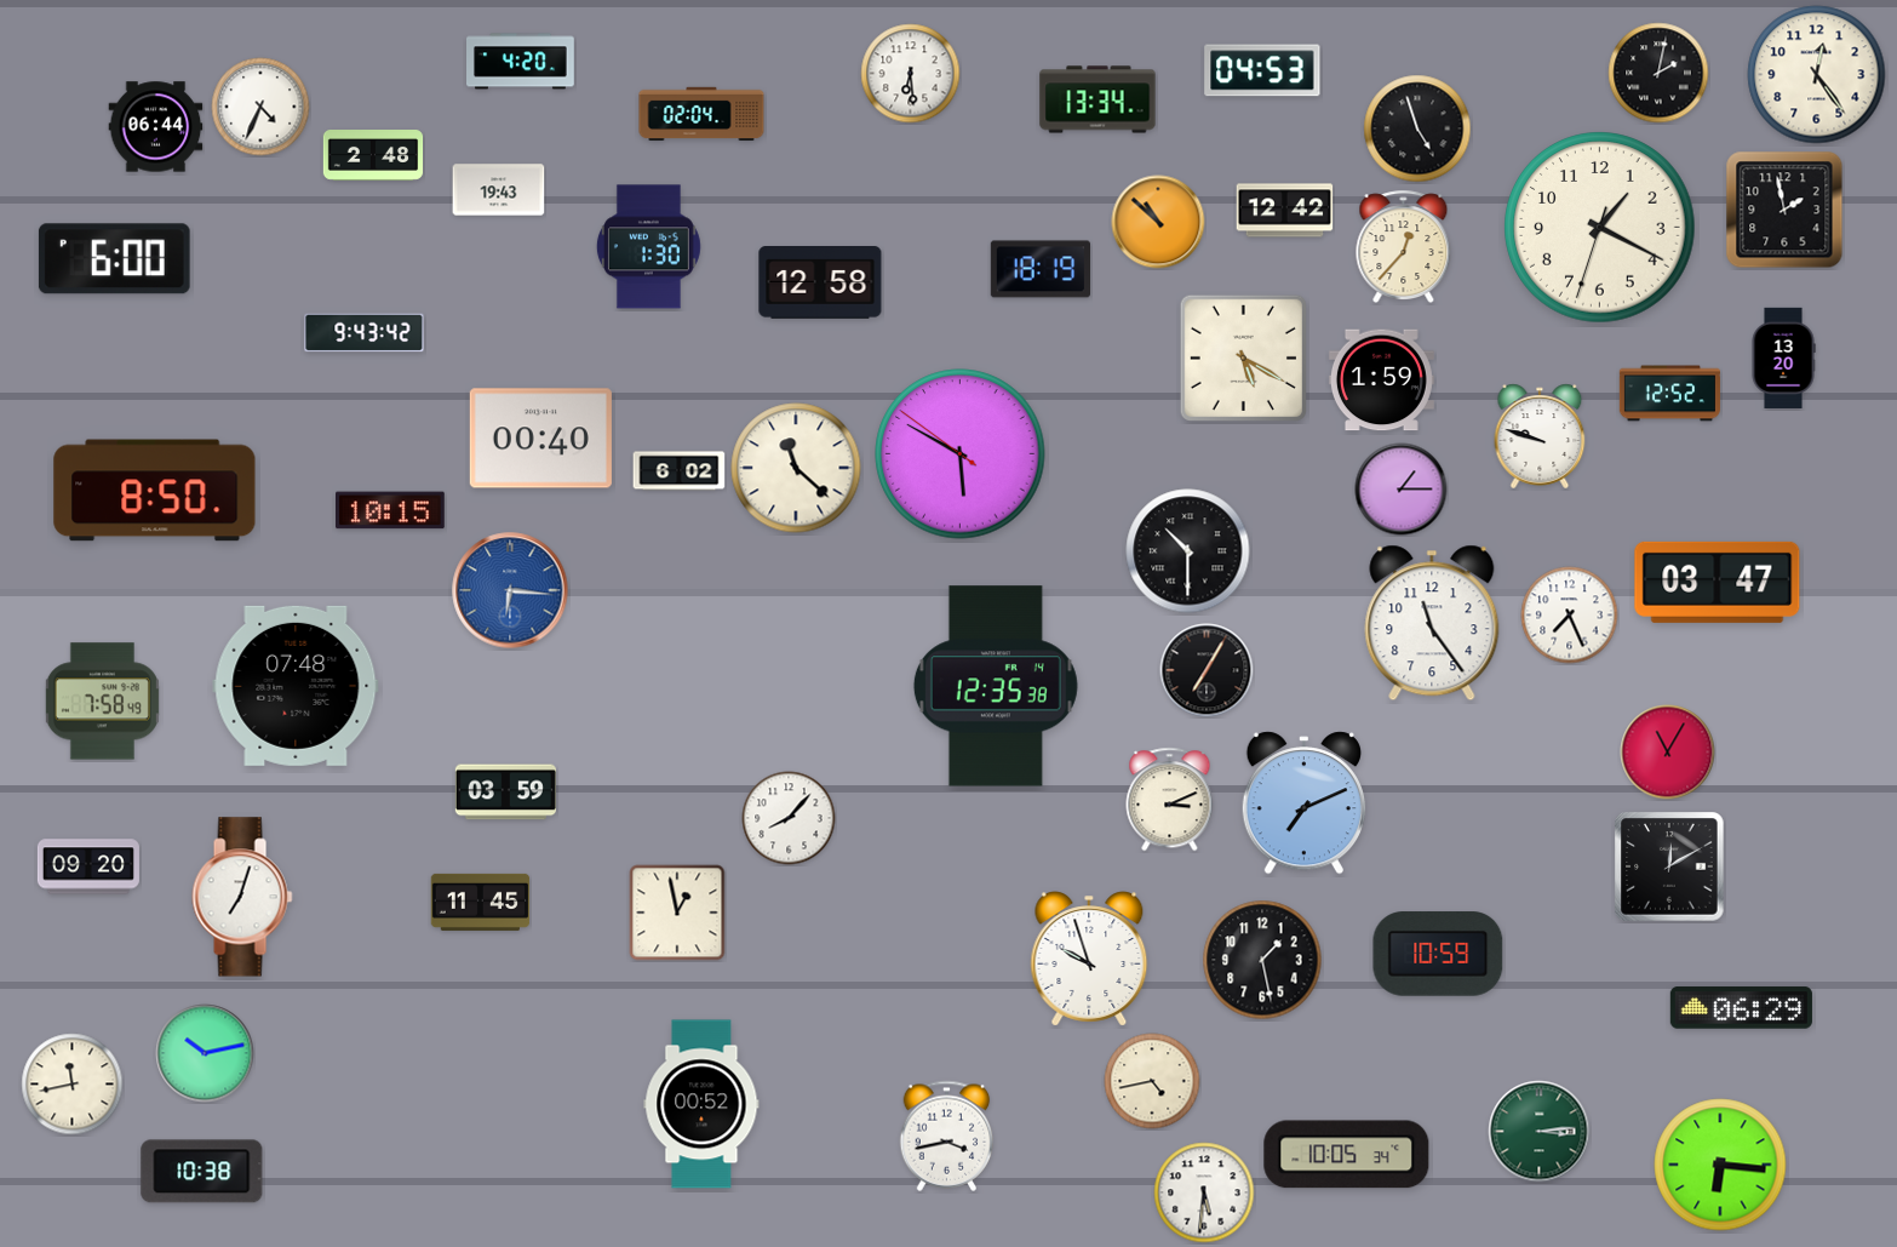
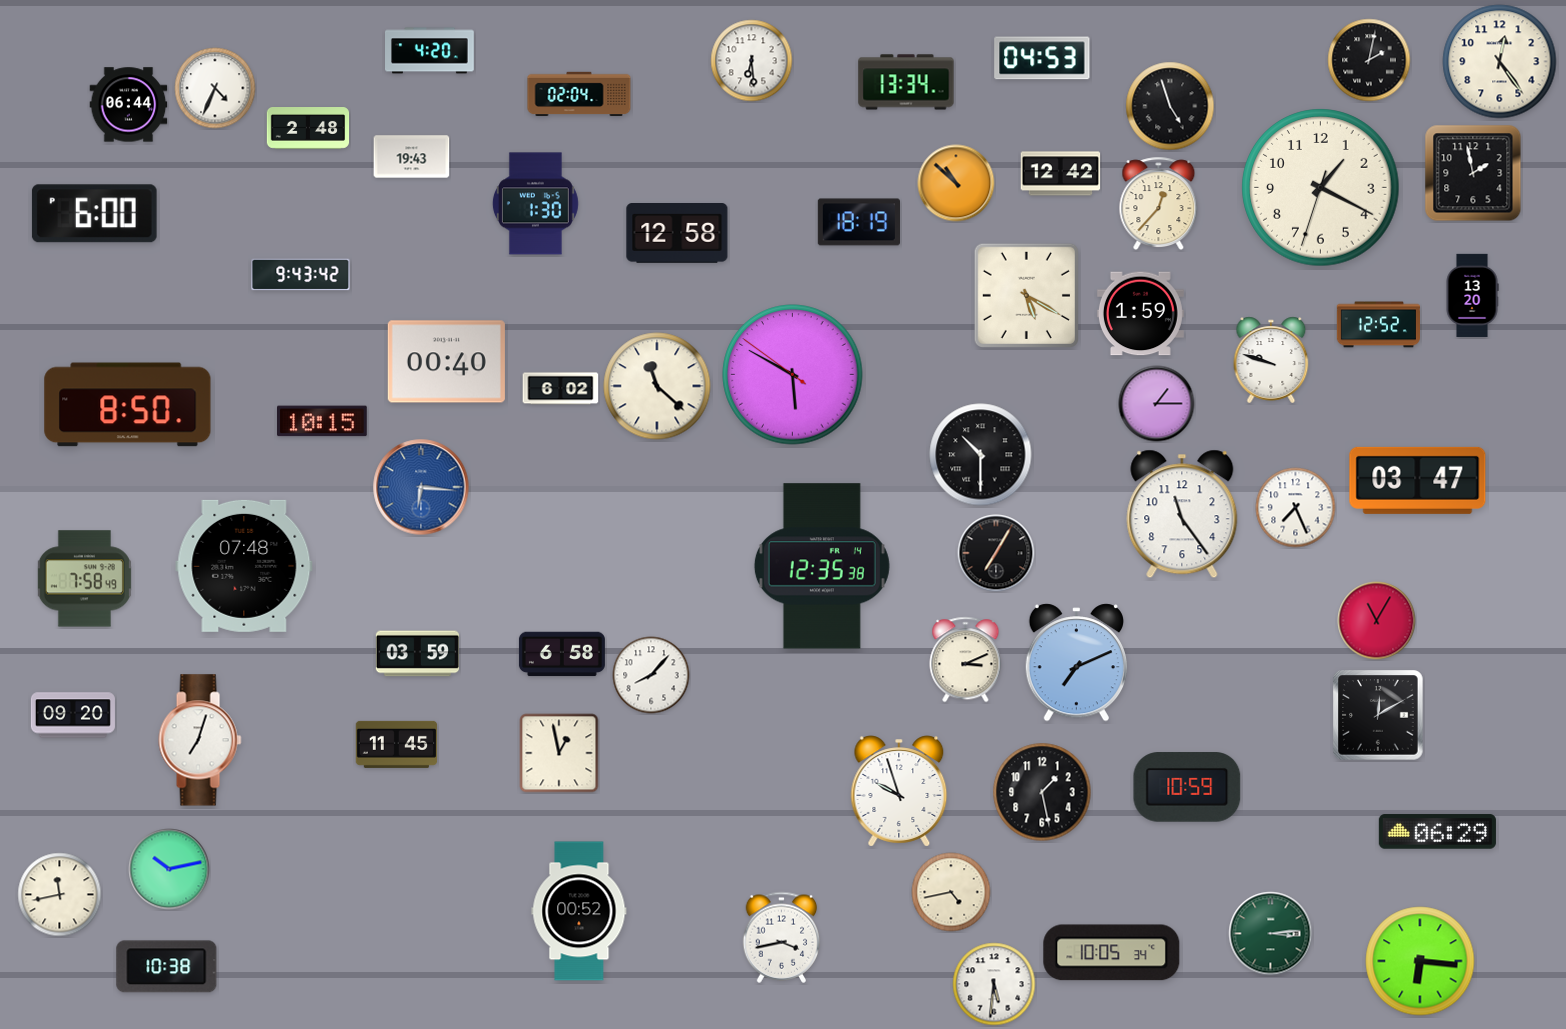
clock at (562, 654): none -> 6:58
